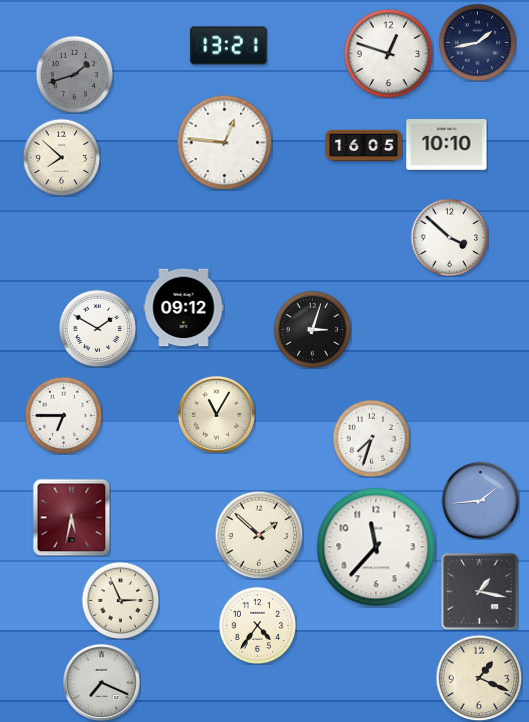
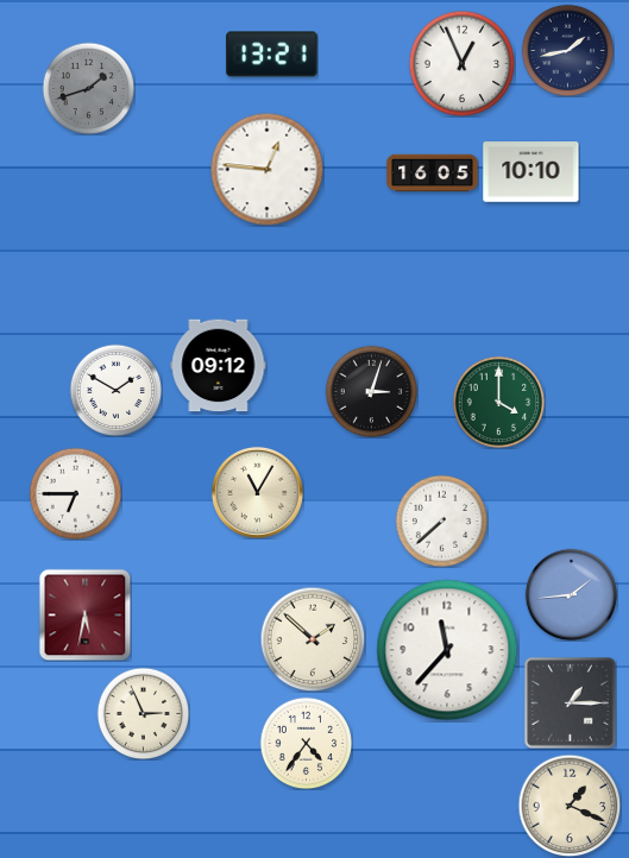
clock at (388, 53): 12:48 -> 12:56
clock at (61, 157): 7:52 -> none
clock at (449, 237): 3:52 -> none
clock at (498, 402): none -> 4:00
clock at (371, 438): 7:33 -> 7:38
clock at (259, 535) position: (259, 535) -> (313, 639)
clock at (480, 592): 1:17 -> 1:15
clock at (101, 682): 7:19 -> none
